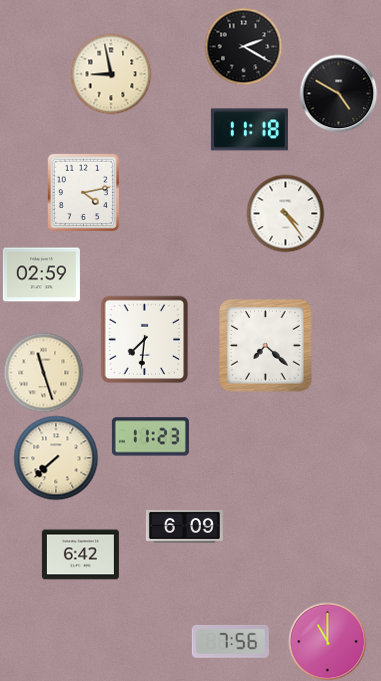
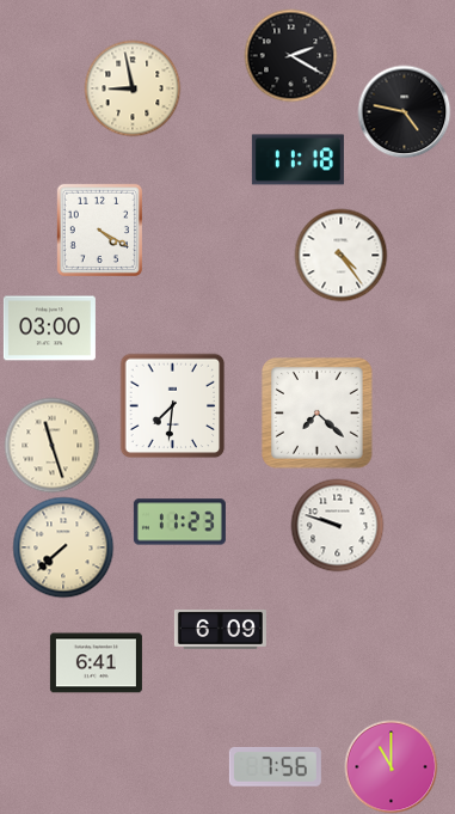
clock at (338, 93): 4:50 -> 4:47
clock at (249, 130) position: (249, 130) -> (297, 160)
clock at (83, 192): 4:13 -> 4:20
clock at (41, 275): 02:59 -> 03:00
clock at (337, 525): none -> 9:48
clock at (56, 458) position: (56, 458) -> (63, 547)
clock at (80, 555): 6:42 -> 6:41
